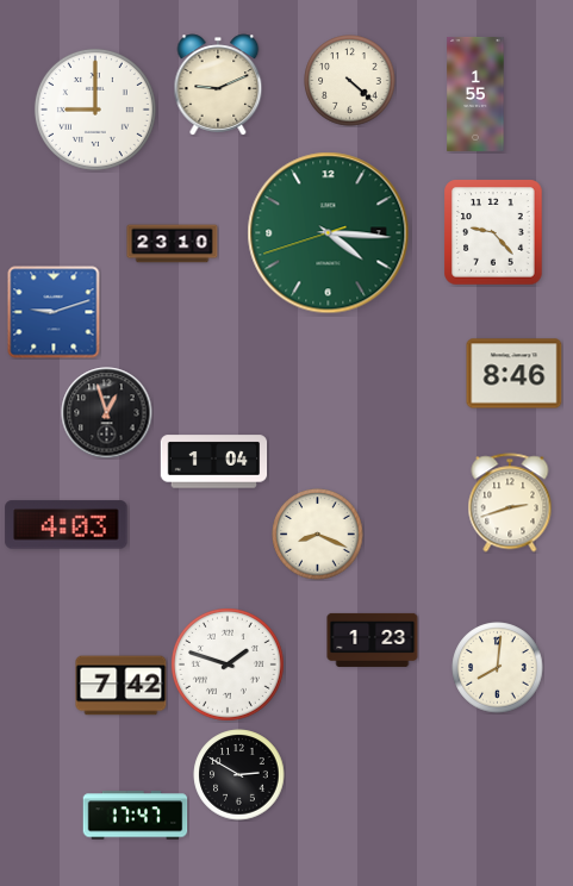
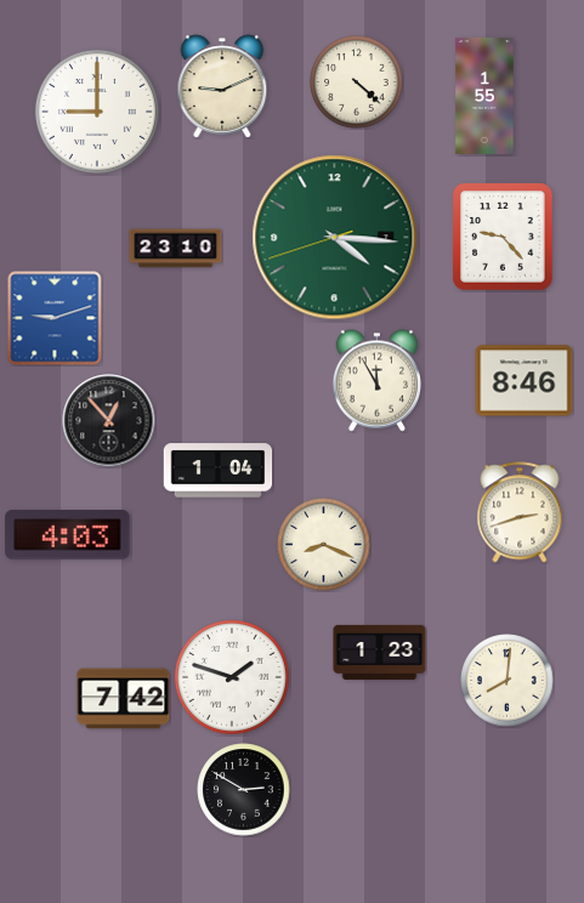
clock at (378, 381): none -> 11:55
clock at (107, 413): 12:57 -> 12:53
clock at (136, 816): 17:47 -> none
